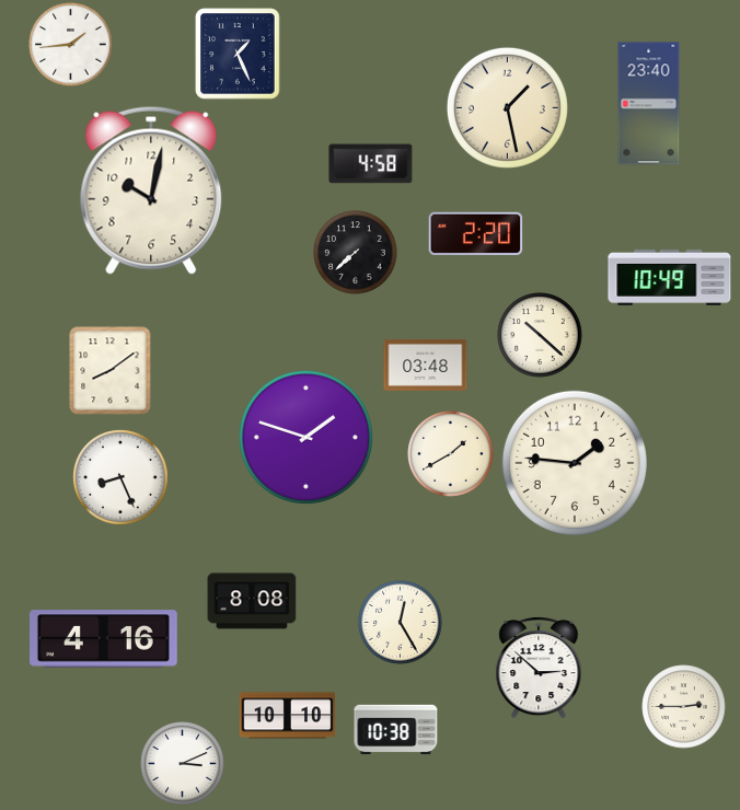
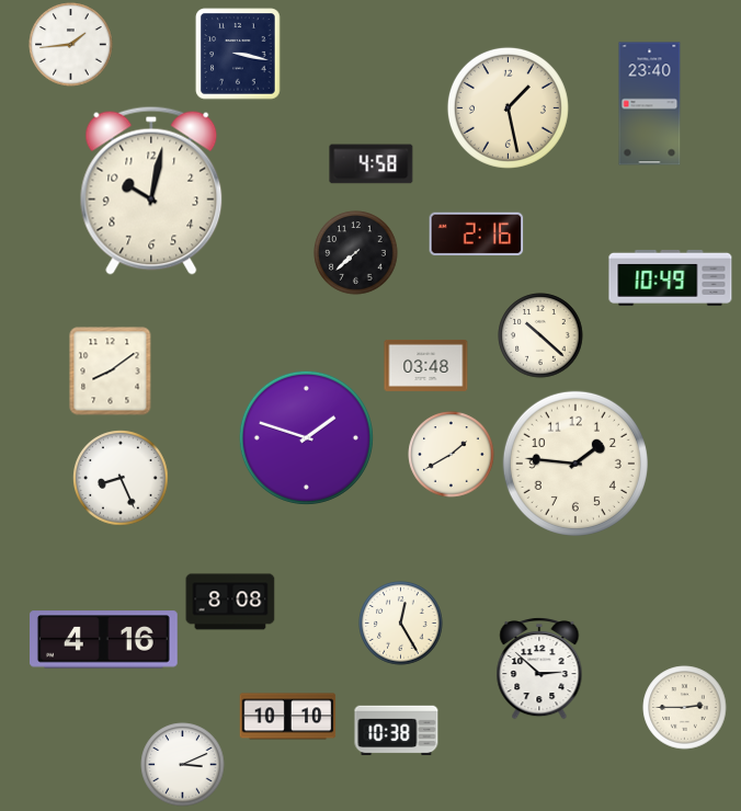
clock at (238, 54): 1:26 -> 3:17
clock at (476, 233): 2:20 -> 2:16
clock at (252, 601) position: (252, 601) -> (230, 602)
